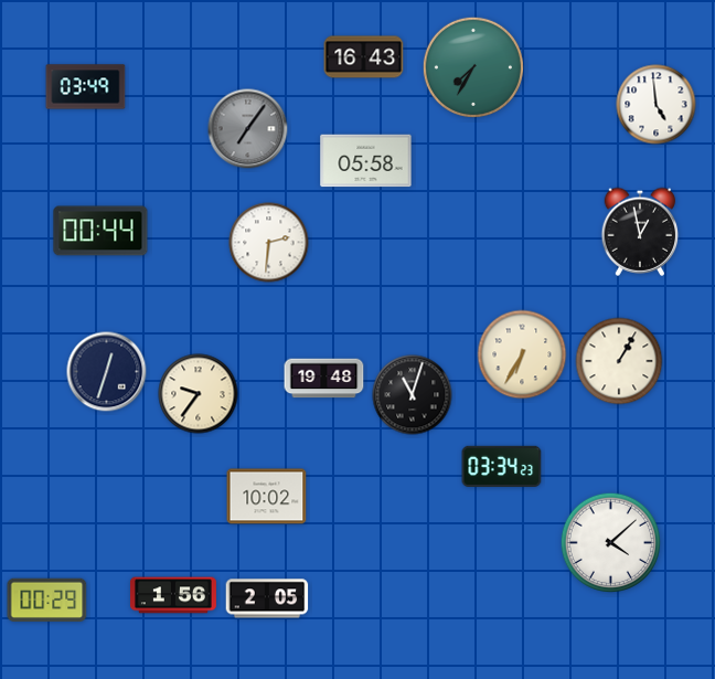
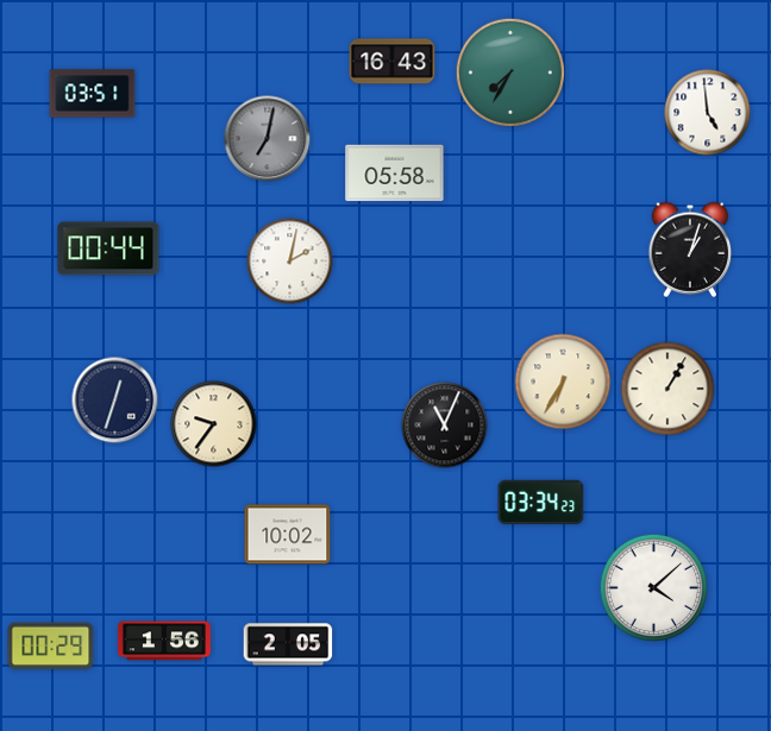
clock at (86, 87): 03:49 -> 03:51
clock at (248, 129): 7:06 -> 7:02
clock at (640, 232): 12:58 -> 1:03
clock at (269, 243): 2:31 -> 2:02
clock at (324, 379): 19:48 -> none
clock at (413, 395): 11:03 -> 11:04
clock at (610, 542) position: (610, 542) -> (653, 587)
clock at (173, 595) position: (173, 595) -> (164, 641)
